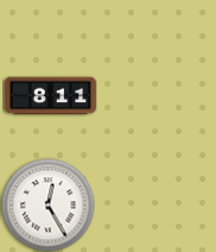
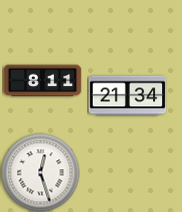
clock at (127, 96): none -> 21:34
clock at (47, 204): 12:25 -> 12:27
